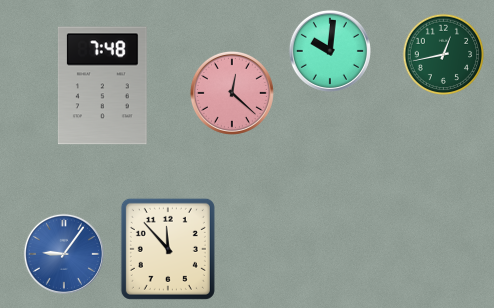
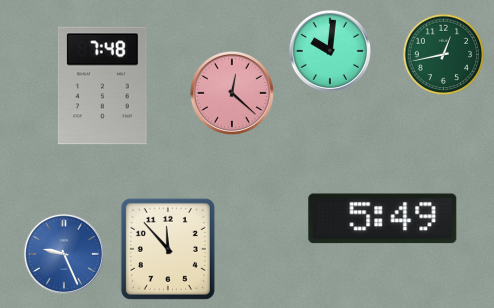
clock at (383, 219): none -> 5:49
clock at (64, 254): 9:06 -> 9:26
